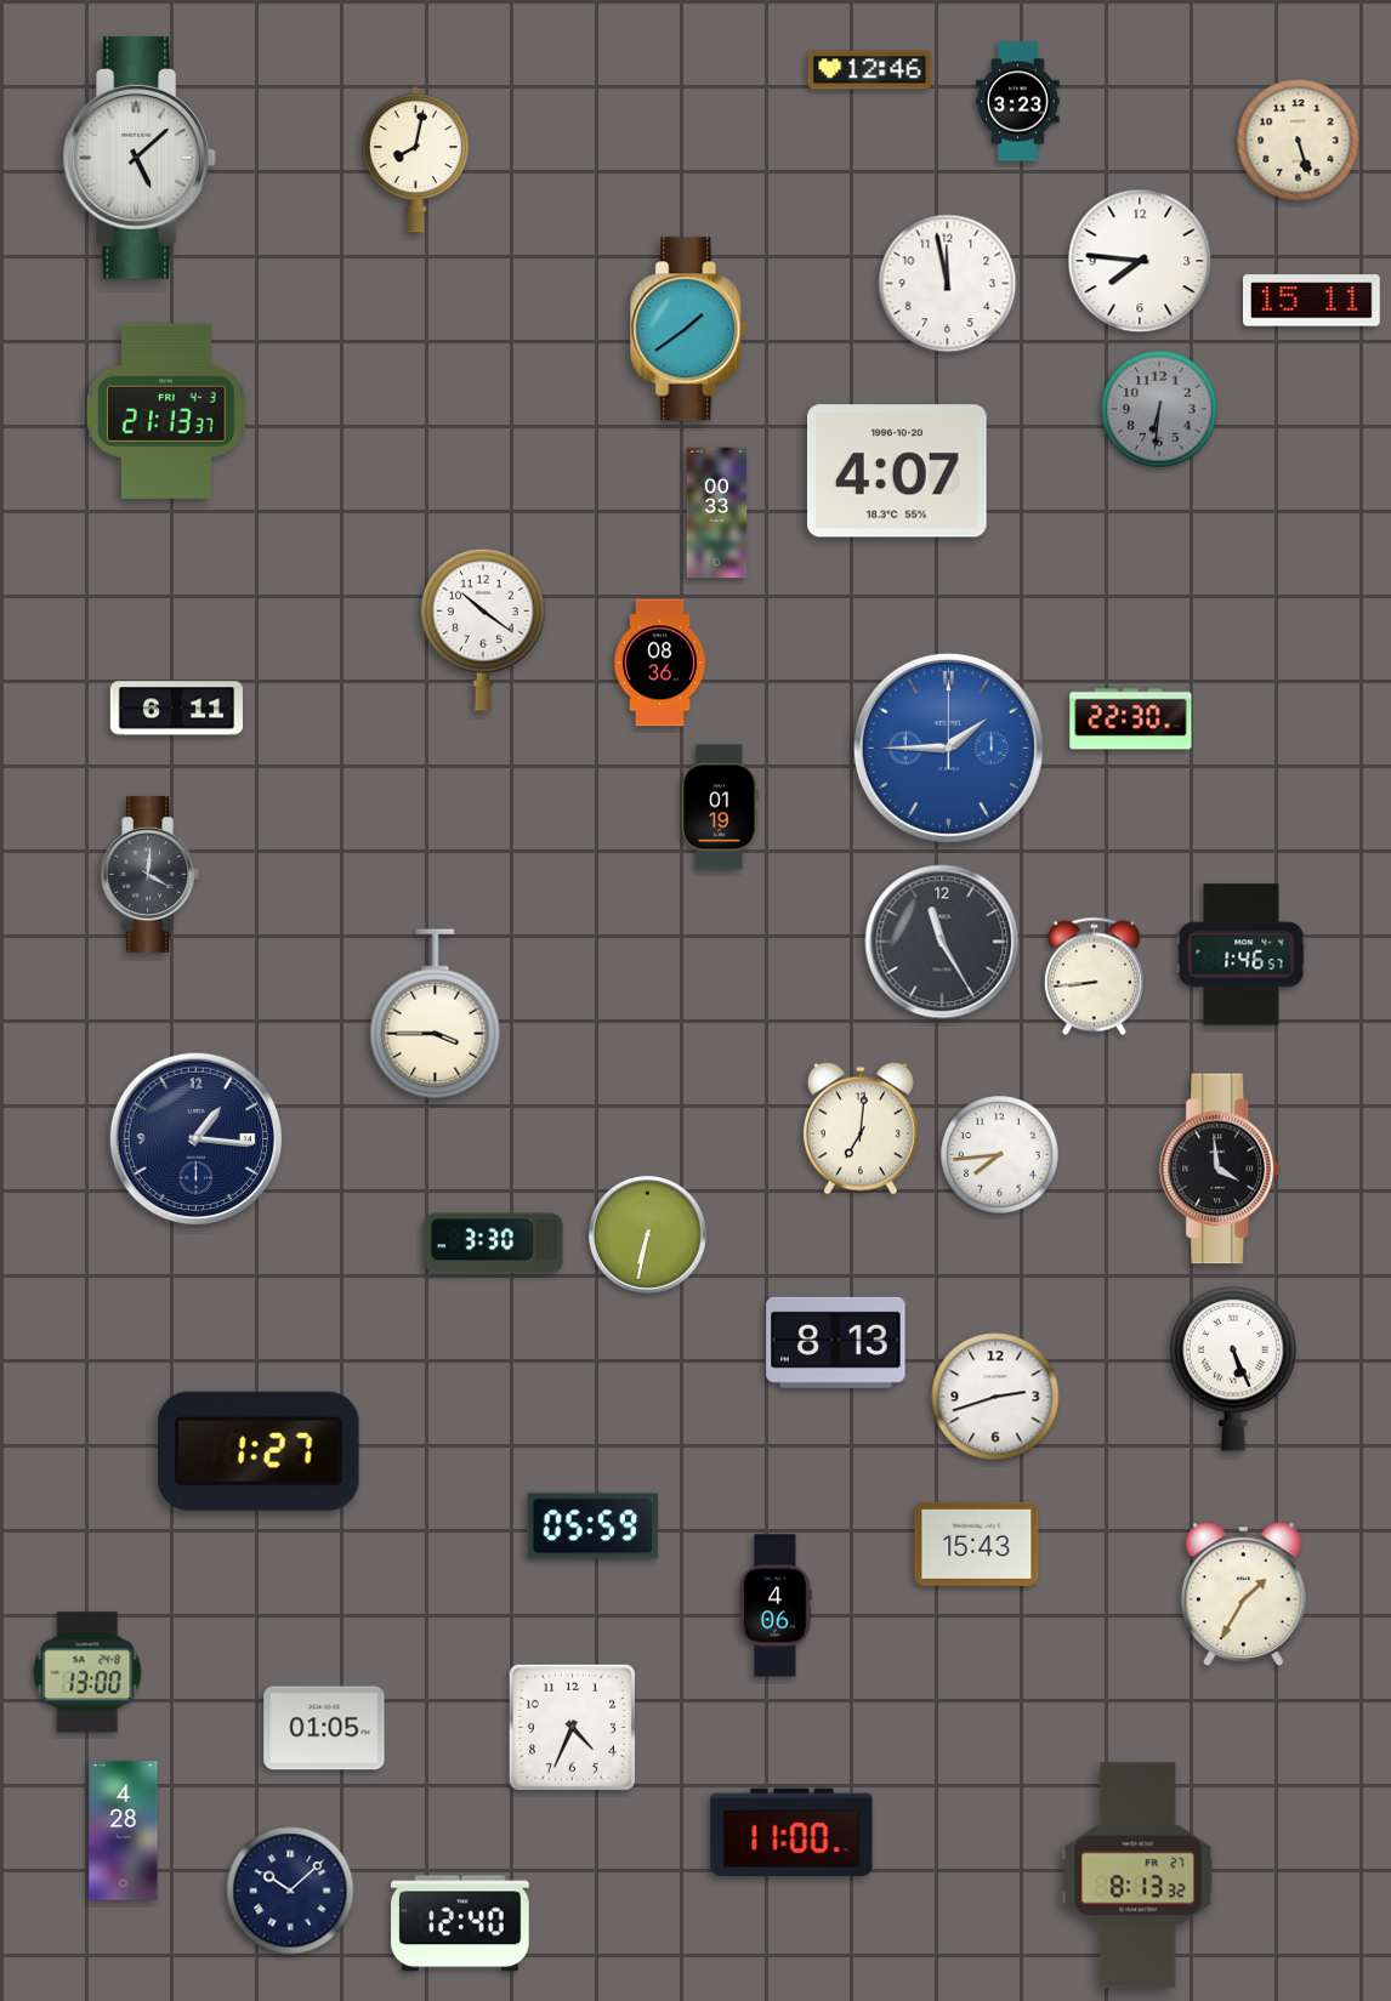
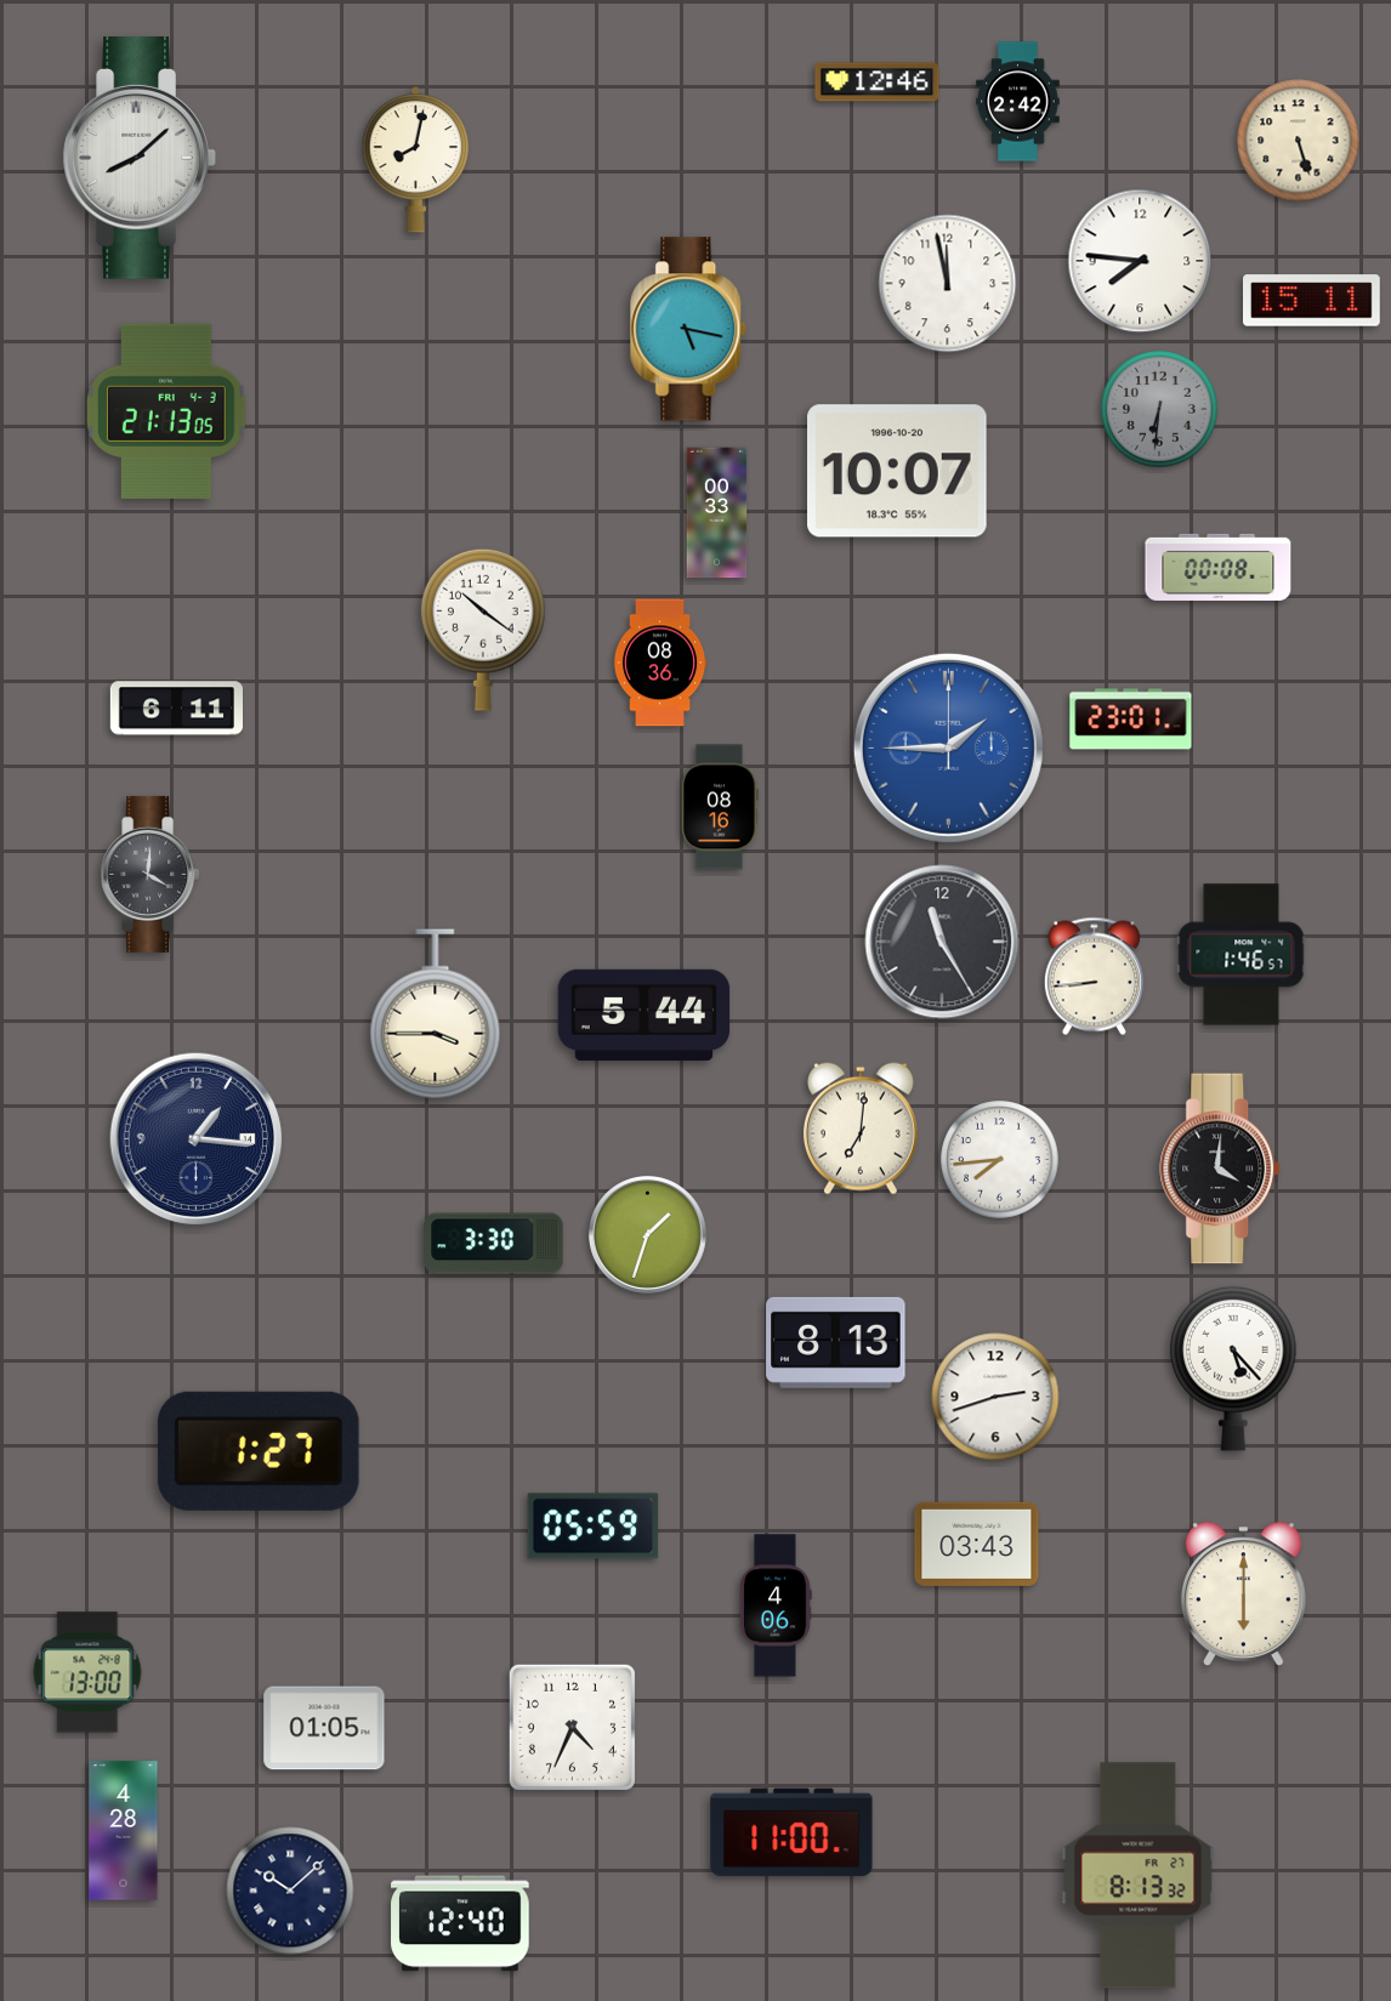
clock at (870, 70) position: (870, 70) -> (878, 83)
clock at (1018, 102): 3:23 -> 2:42
clock at (140, 158): 5:08 -> 8:08
clock at (689, 329): 1:39 -> 5:17
clock at (168, 411): 21:13:37 -> 21:13:05
clock at (898, 471): 4:07 -> 10:07
clock at (1219, 567): none -> 00:08
clock at (1131, 720): 22:30 -> 23:01
clock at (720, 807): 01:19 -> 08:16
clock at (645, 1014): none -> 5:44
clock at (1000, 1155) position: (1000, 1155) -> (1000, 1160)
clock at (1221, 1169): 3:59 -> 4:01
clock at (647, 1234): 6:32 -> 1:33
clock at (1233, 1369): 5:26 -> 5:23
clock at (977, 1544): 15:43 -> 03:43
clock at (1243, 1594): 1:35 -> 6:00
